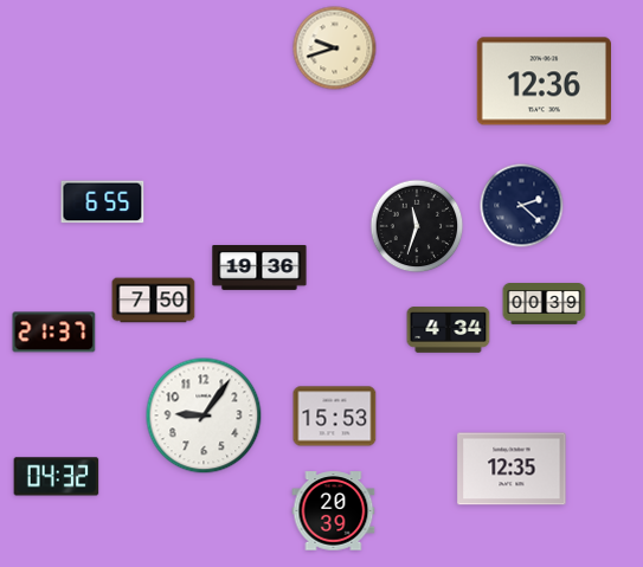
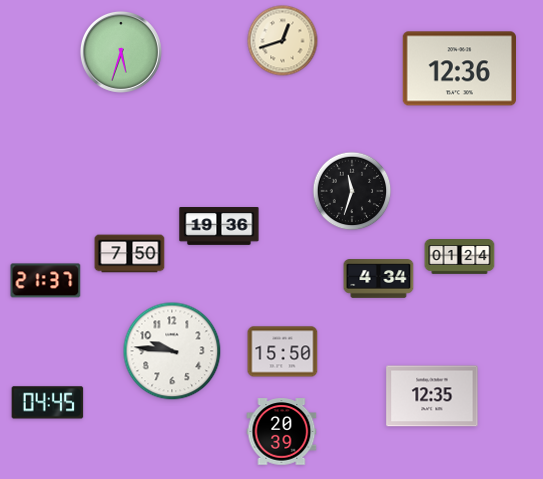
clock at (335, 49): 9:42 -> 12:42
clock at (121, 52): none -> 5:33
clock at (103, 202): 6:55 -> none
clock at (522, 206): 2:22 -> none
clock at (545, 304): 00:39 -> 01:24
clock at (204, 415): 9:06 -> 9:46
clock at (335, 417): 15:53 -> 15:50
clock at (57, 477): 04:32 -> 04:45
